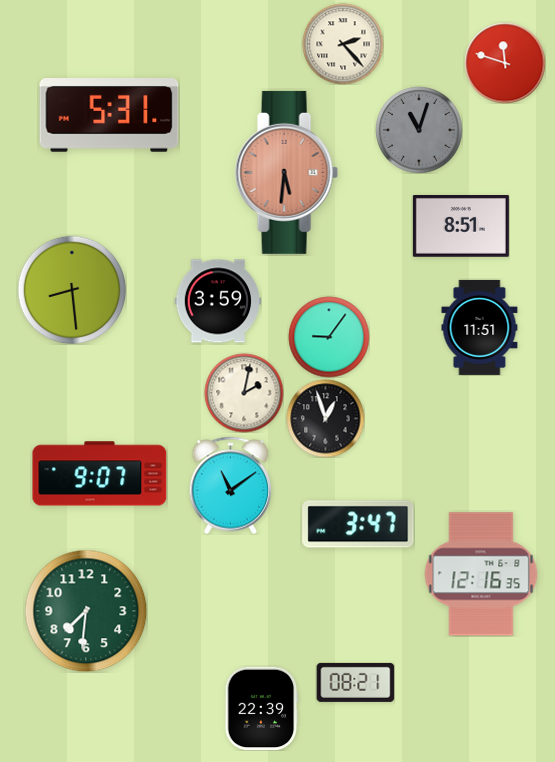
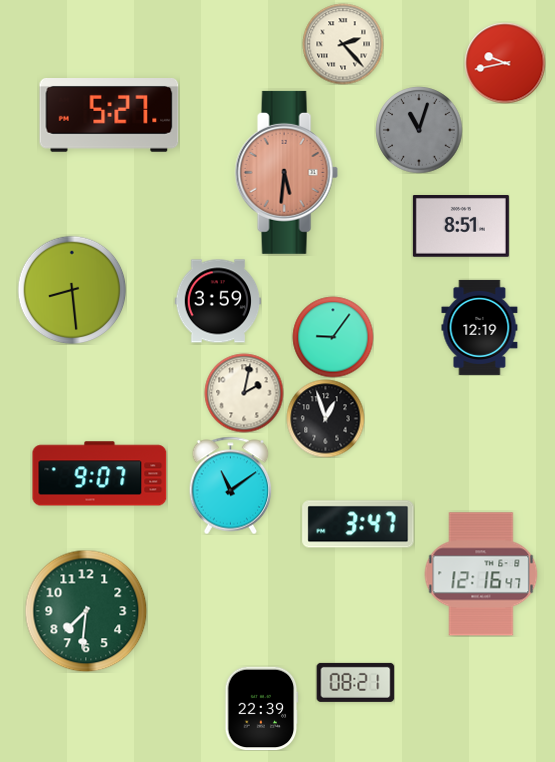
clock at (505, 63): 11:48 -> 9:43
clock at (109, 116): 5:31 -> 5:27
clock at (480, 327): 11:51 -> 12:19
clock at (329, 337) position: (329, 337) -> (333, 337)
clock at (481, 574): 12:16:35 -> 12:16:47
